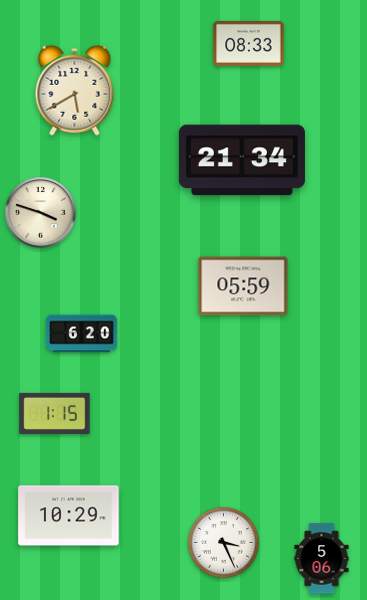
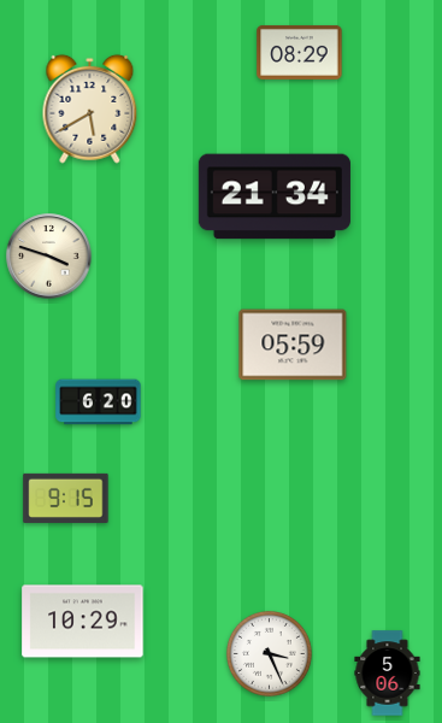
clock at (249, 43): 08:33 -> 08:29
clock at (242, 160) position: (242, 160) -> (275, 196)
clock at (55, 413): 1:15 -> 9:15
